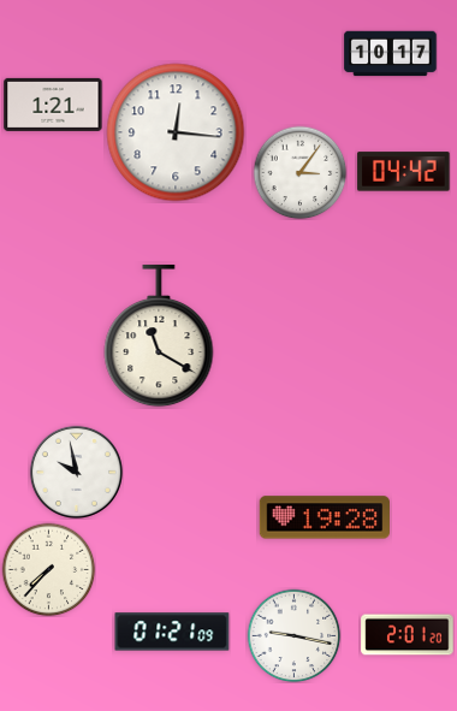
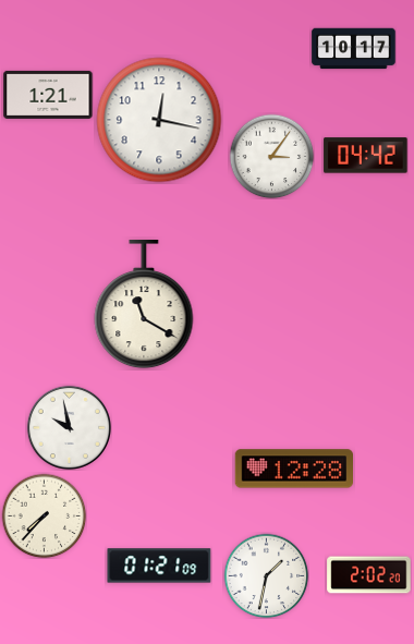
clock at (176, 132): 12:16 -> 12:17
clock at (324, 517): 19:28 -> 12:28
clock at (172, 632) position: (172, 632) -> (159, 566)
clock at (293, 635): 9:17 -> 1:32
clock at (408, 635): 2:01 -> 2:02
